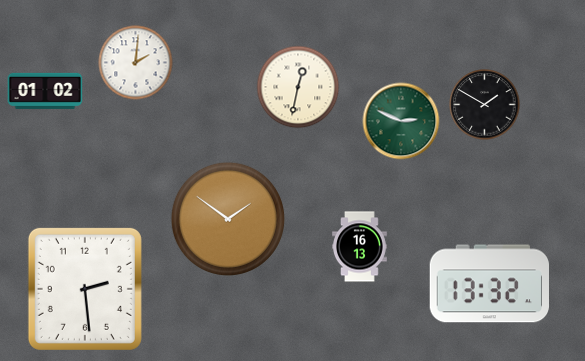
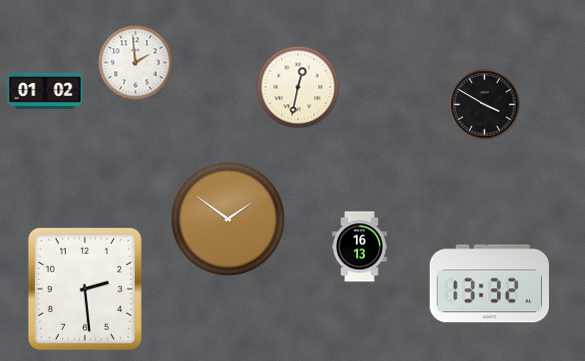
clock at (136, 63): 2:01 -> 1:59
clock at (485, 105): 1:50 -> 3:50
clock at (401, 121): 2:49 -> none
